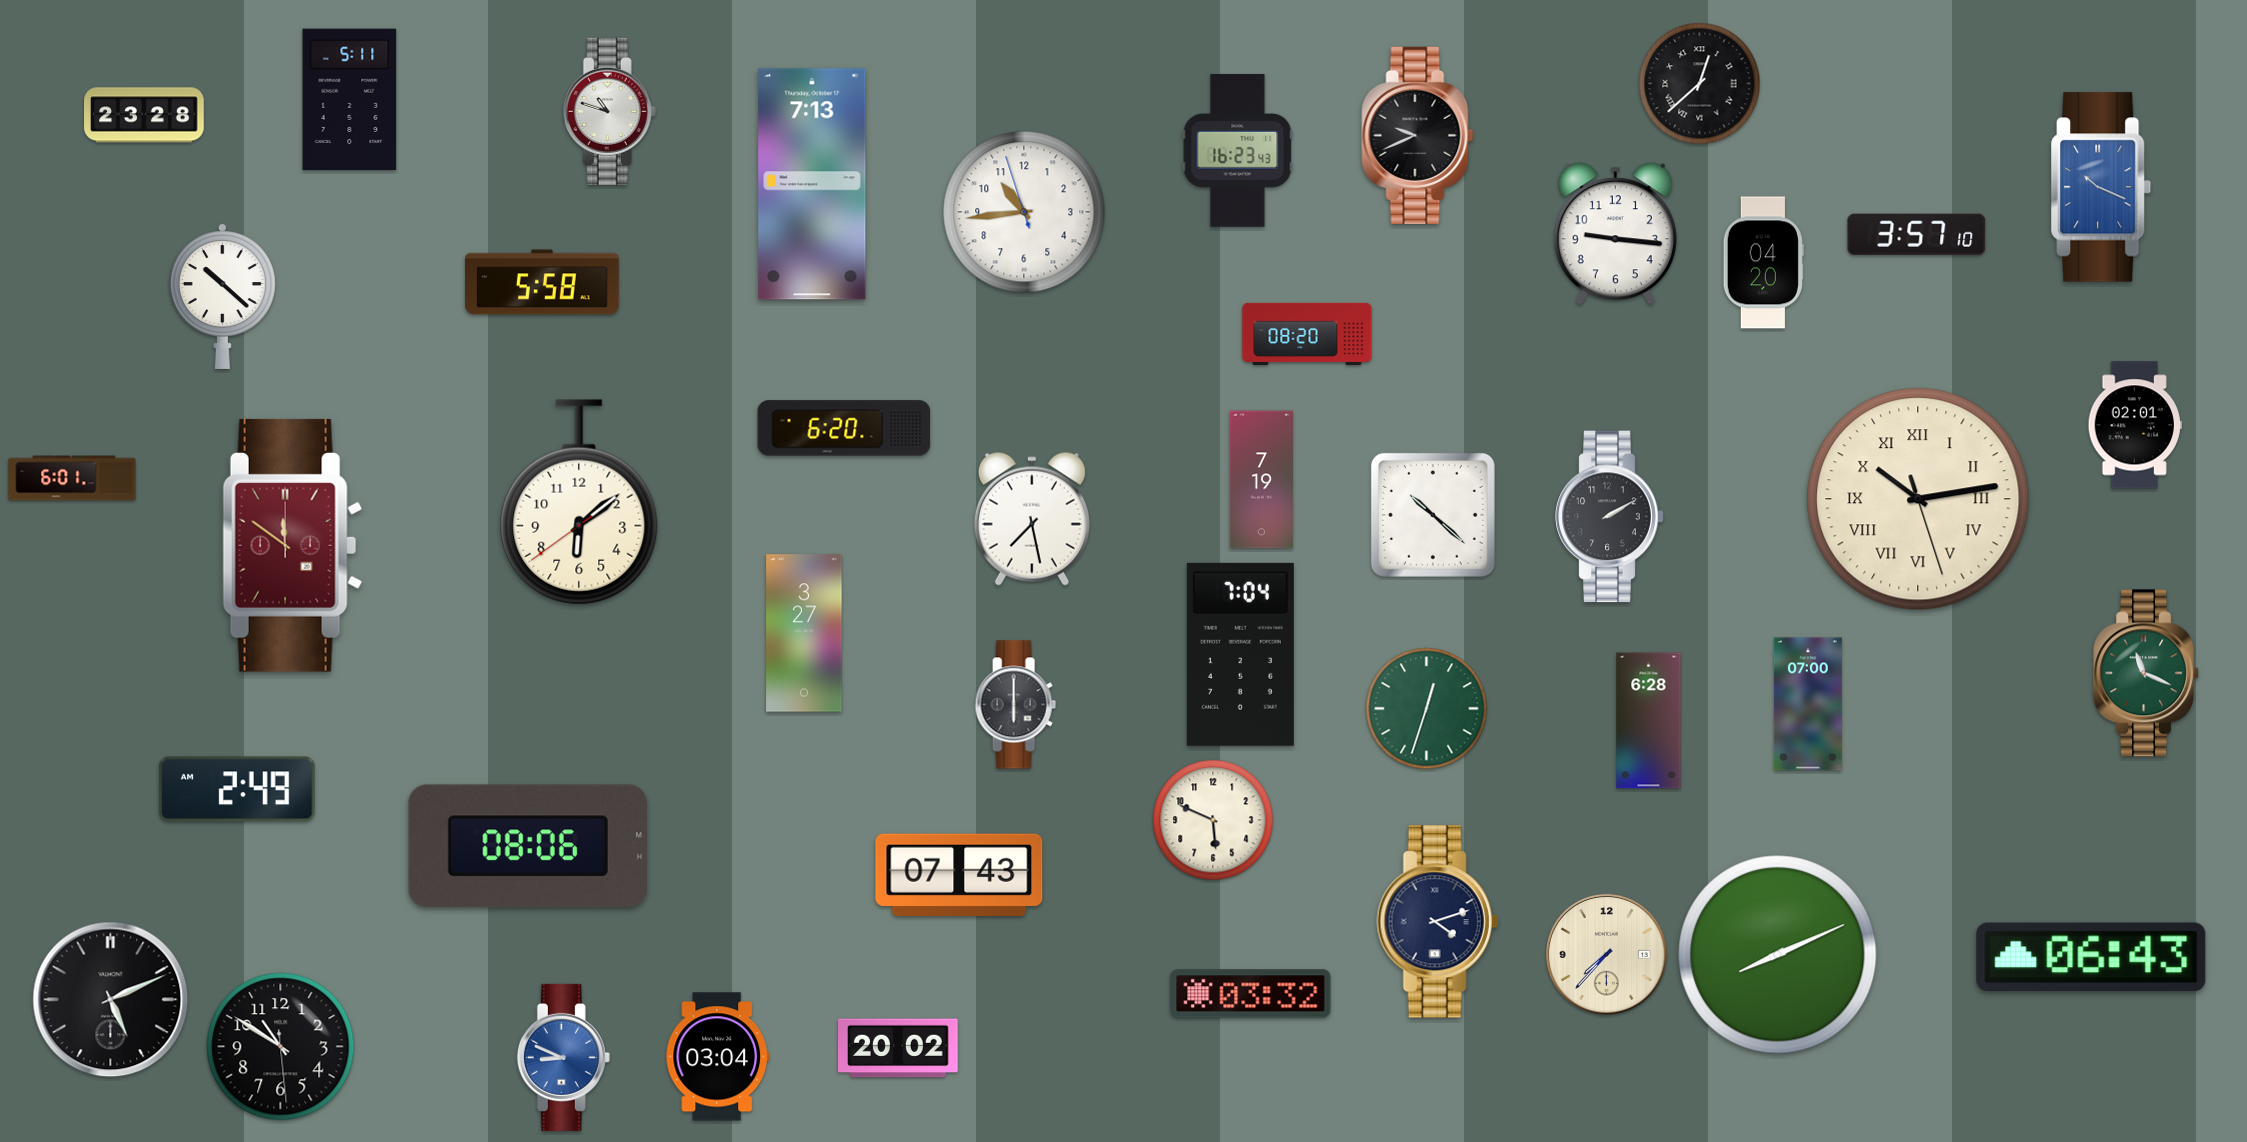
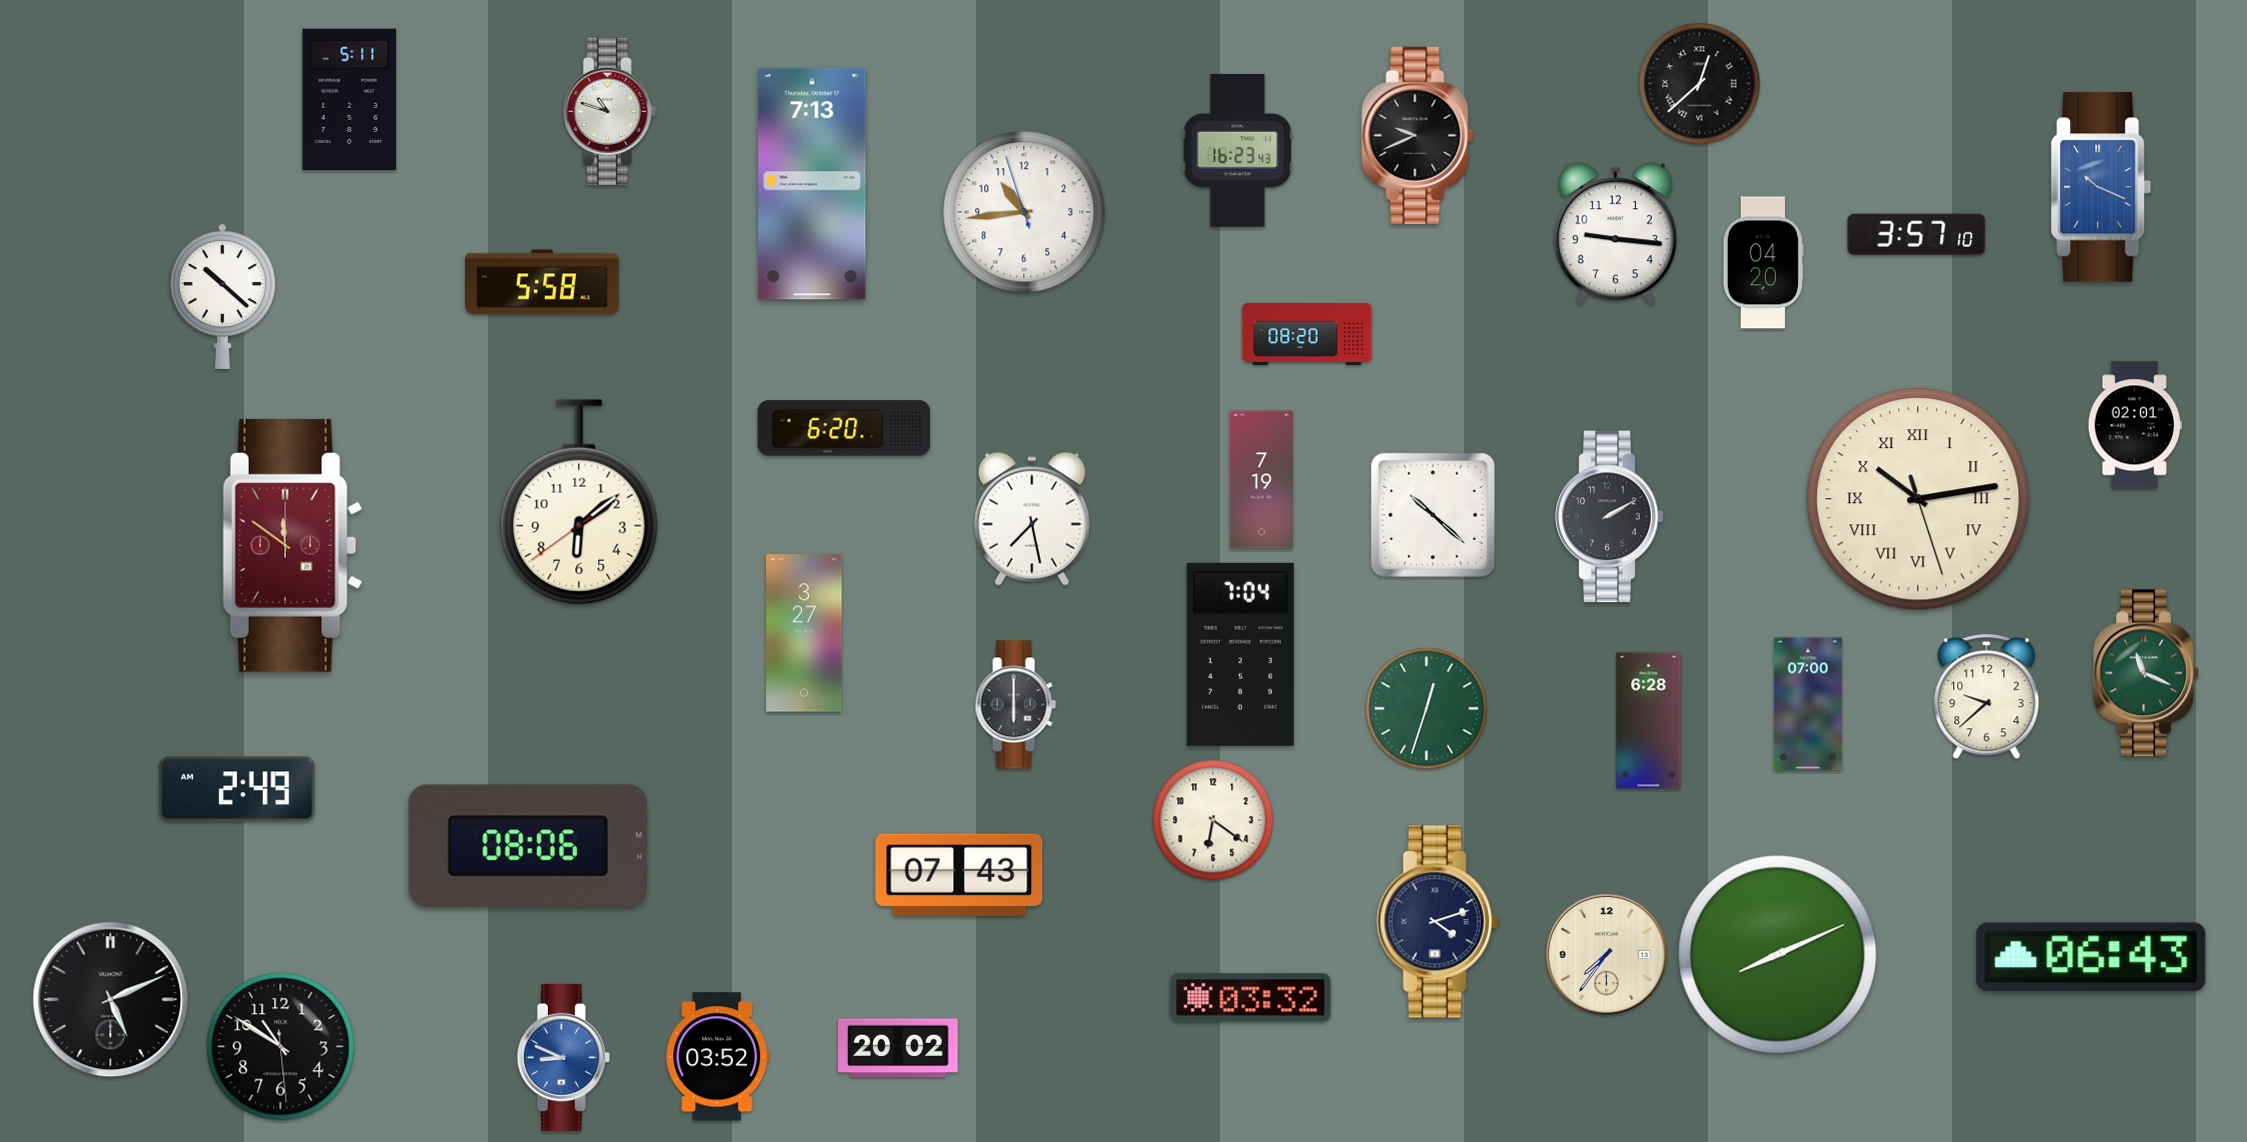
clock at (144, 115): 23:28 -> none
clock at (72, 478): 6:01 -> none
clock at (1987, 697): none -> 9:38
clock at (1213, 820): 5:49 -> 6:21
clock at (1606, 954): 7:37 -> 7:36
clock at (1251, 994) position: (1251, 994) -> (1251, 998)
clock at (718, 1057): 03:04 -> 03:52
